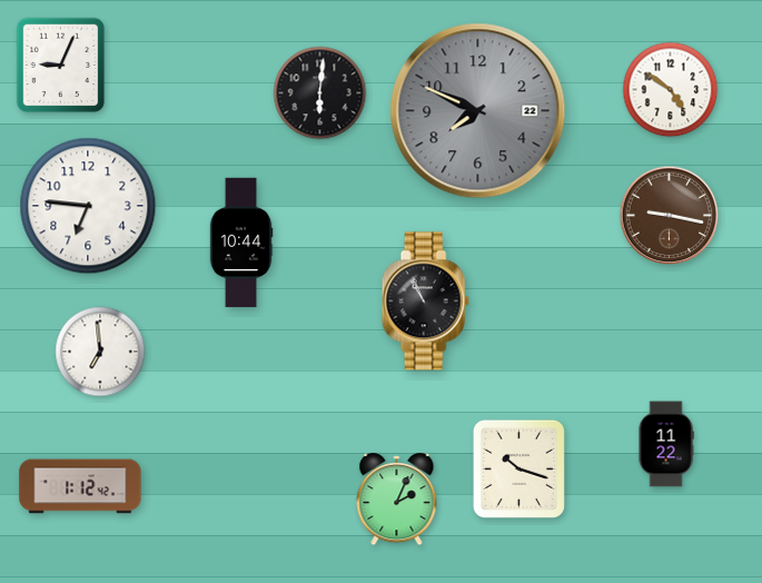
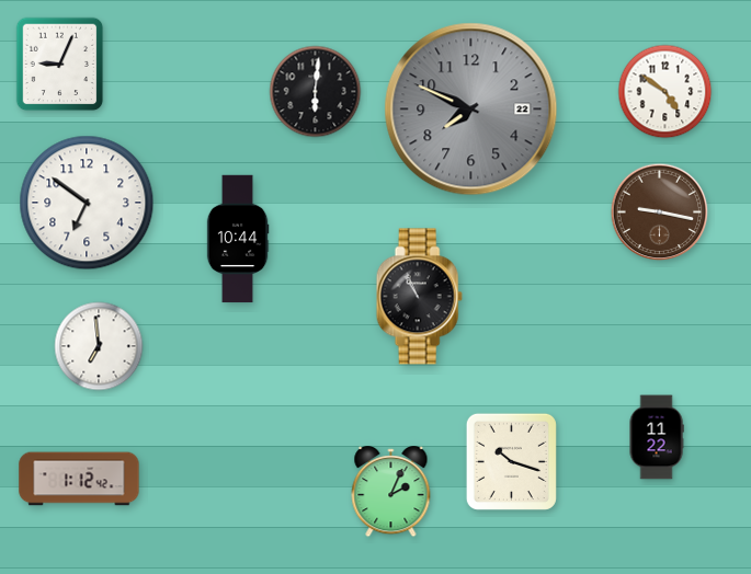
clock at (671, 90) position: (671, 90) -> (665, 92)
clock at (88, 206): 6:46 -> 6:51
